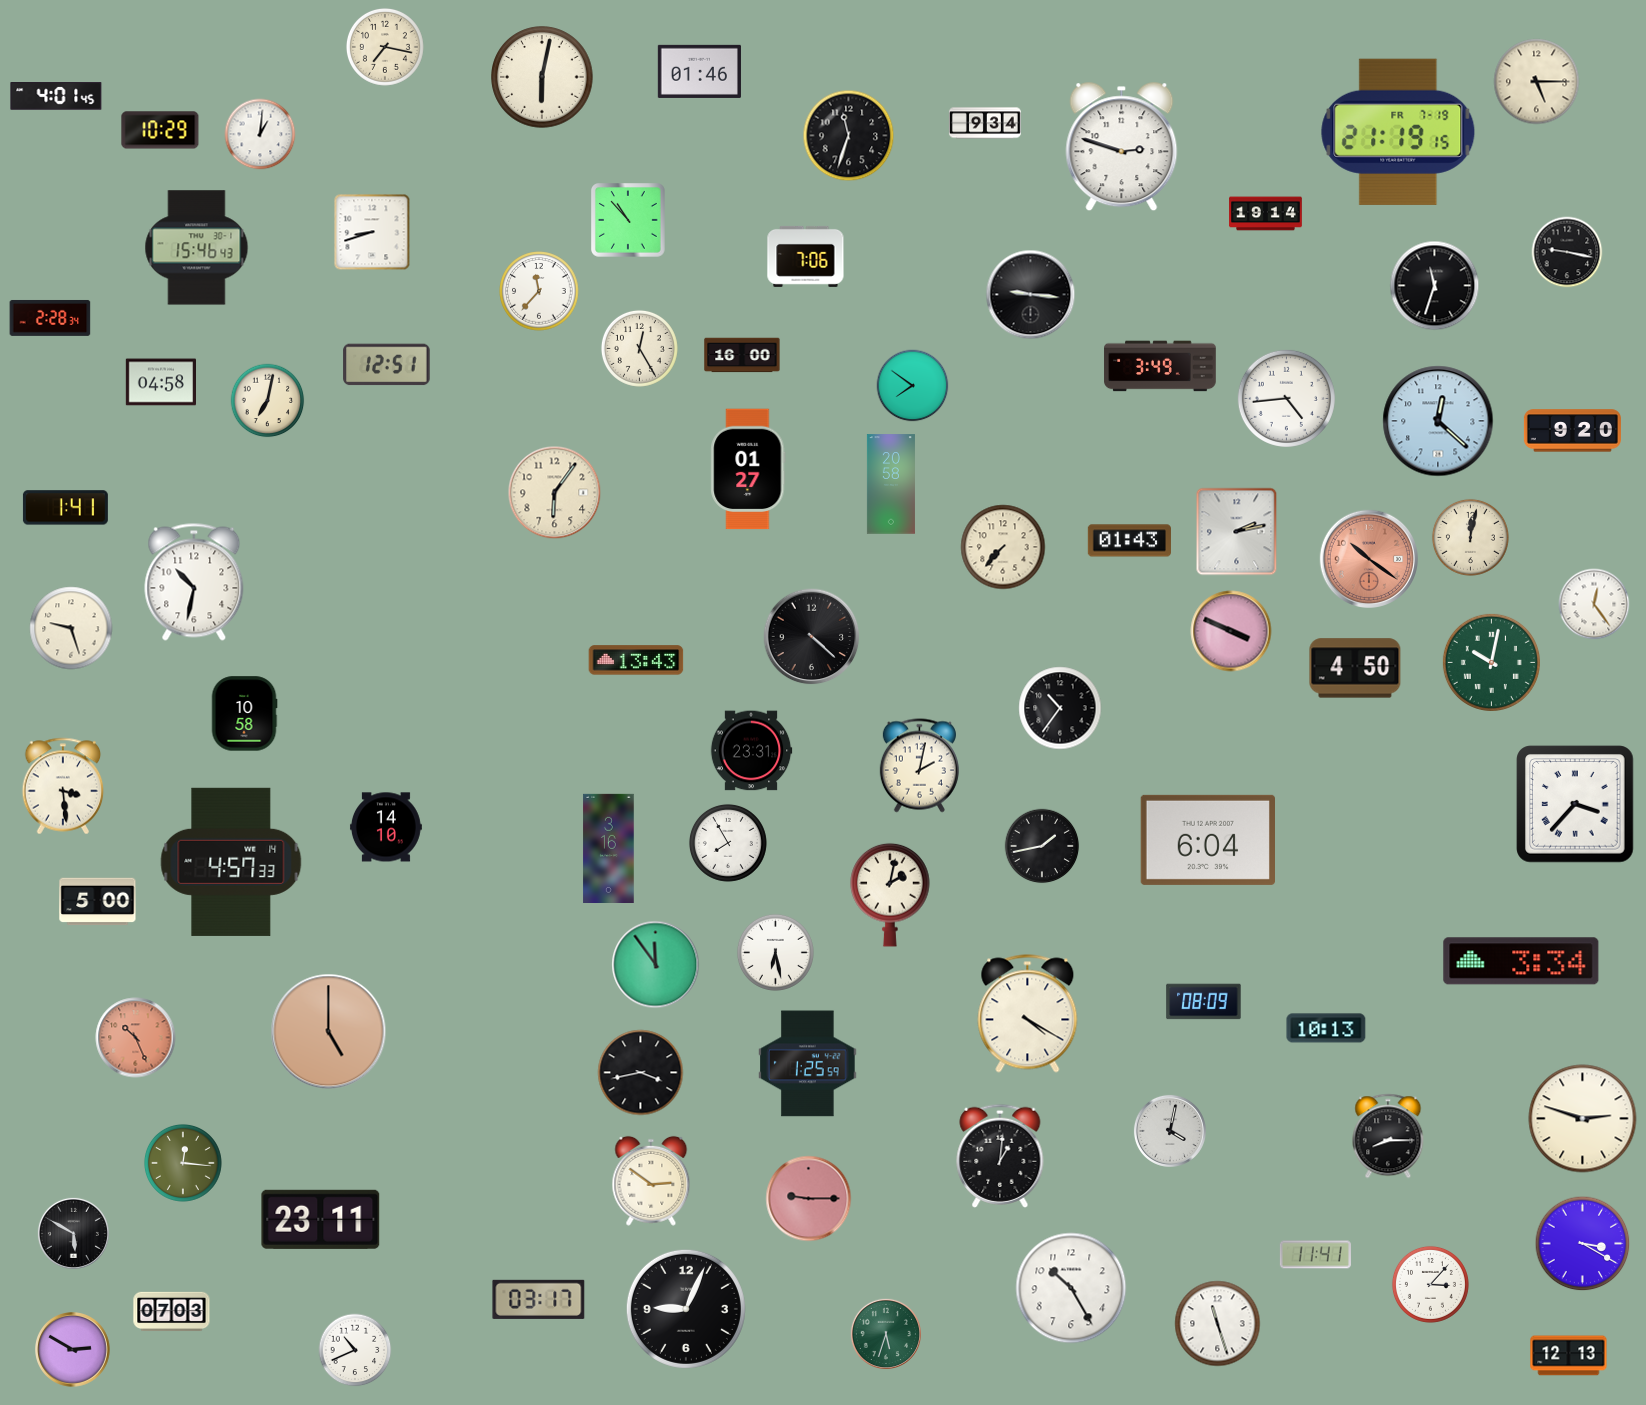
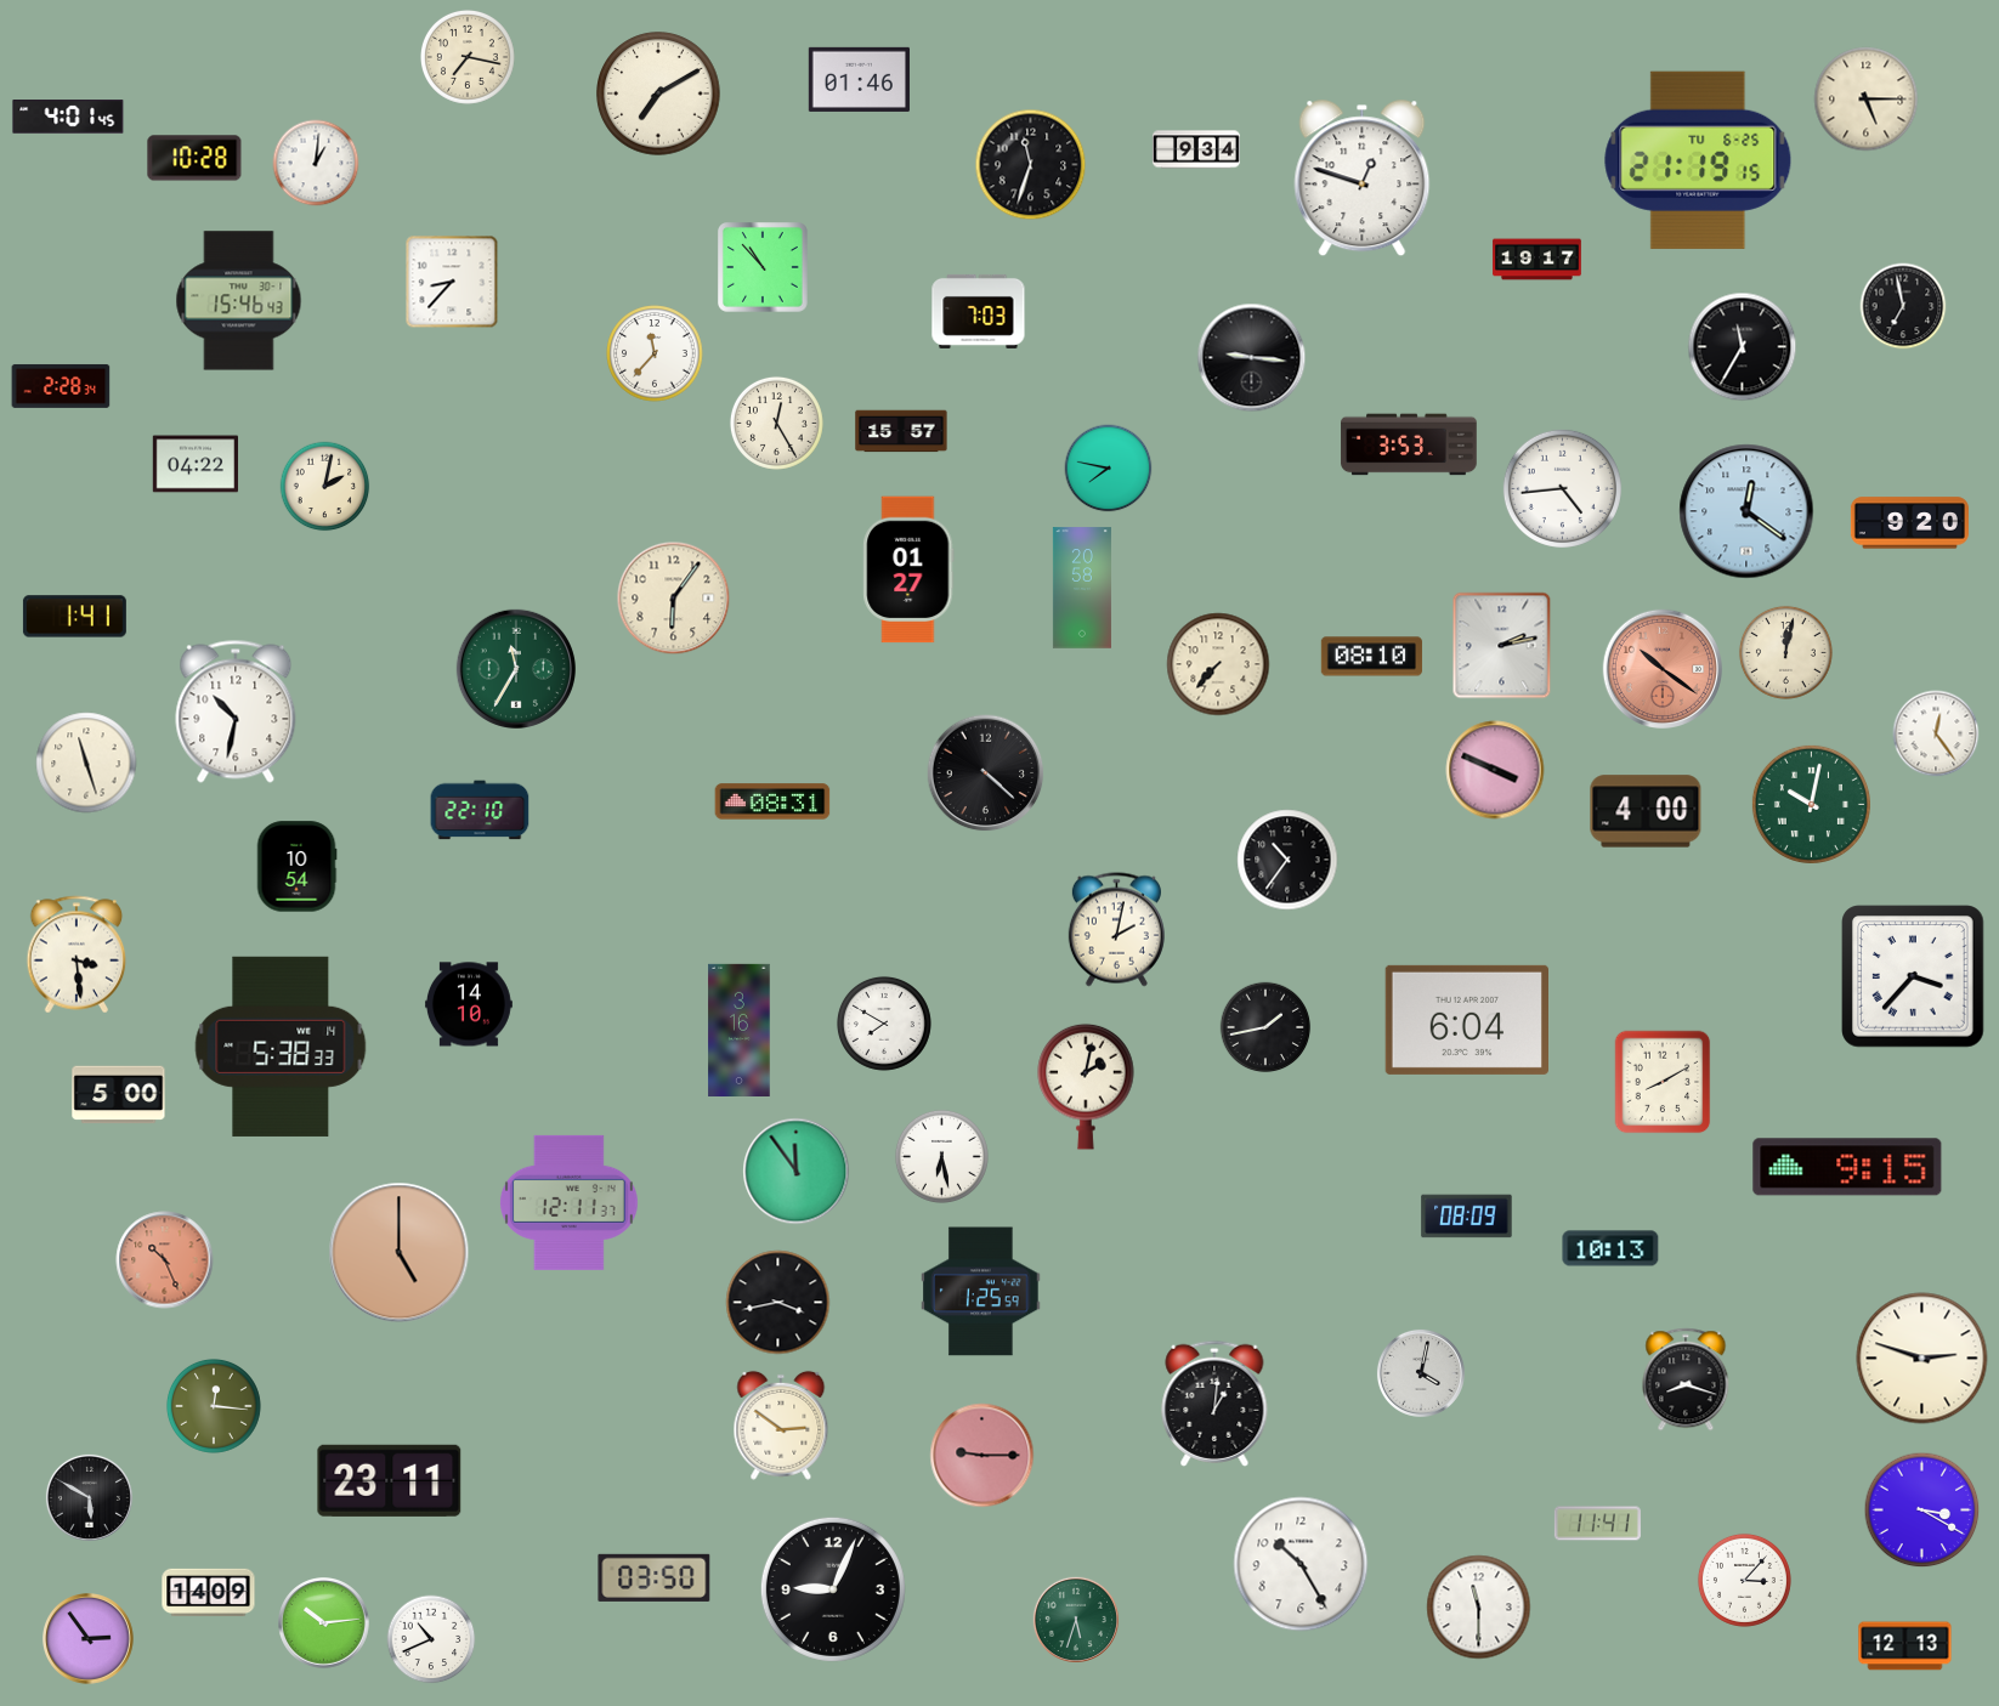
clock at (699, 71) position: (699, 71) -> (859, 79)
clock at (542, 77): 6:02 -> 7:10
clock at (160, 130): 10:29 -> 10:28
clock at (1398, 132) date: FR 7-19 -> TU 6-25
clock at (1122, 147): 2:48 -> 12:48
clock at (1266, 214): 19:14 -> 19:17
clock at (372, 232): 8:42 -> 8:37
clock at (1567, 252): 9:17 -> 6:58
clock at (806, 256): 7:06 -> 7:03
clock at (1435, 286): 11:33 -> 11:35
clock at (742, 355): 16:00 -> 15:57
clock at (387, 365): 12:51 -> none
clock at (1160, 366): 3:49 -> 3:53
clock at (160, 382): 04:58 -> 04:22
clock at (913, 386): 7:51 -> 7:47
clock at (1286, 398) position: (1286, 398) -> (1562, 488)
clock at (268, 401): 7:02 -> 2:02
clock at (1438, 421): 12:22 -> 12:21
clock at (65, 508) position: (65, 508) -> (74, 617)
clock at (1129, 541): 01:43 -> 08:10
clock at (515, 668): none -> 11:35
clock at (1368, 558) position: (1368, 558) -> (1661, 668)
clock at (194, 582) position: (194, 582) -> (236, 712)
clock at (71, 628): 9:27 -> 11:27
clock at (1231, 631) position: (1231, 631) -> (1495, 770)
clock at (636, 660): 13:43 -> 08:31
clock at (480, 810): none -> 22:10
clock at (1355, 668): 4:50 -> 4:00
clock at (244, 714): 10:58 -> 10:54
clock at (751, 751): 23:31 -> none
clock at (728, 843): 7:55 -> 7:50
clock at (231, 862): 4:57 -> 5:38
clock at (1663, 1082): none -> 8:10
clock at (890, 895) position: (890, 895) -> (1086, 1087)
clock at (1521, 961): 3:34 -> 9:15
clock at (568, 1202): none -> 12:11
clock at (1204, 1002) position: (1204, 1002) -> (1467, 1217)
clock at (1028, 1014): 4:20 -> none
clock at (1388, 1136): 8:15 -> 8:18
clock at (183, 1163) position: (183, 1163) -> (214, 1406)
clock at (651, 1181) position: (651, 1181) -> (781, 1426)
clock at (1430, 1284) position: (1430, 1284) -> (1744, 1580)
clock at (539, 1299): 03:17 -> 03:50
clock at (172, 1312): 07:03 -> 14:09
clock at (1218, 1324): 11:27 -> 11:30
clock at (324, 1623): none -> 10:14
clock at (73, 1350): 2:50 -> 2:54
